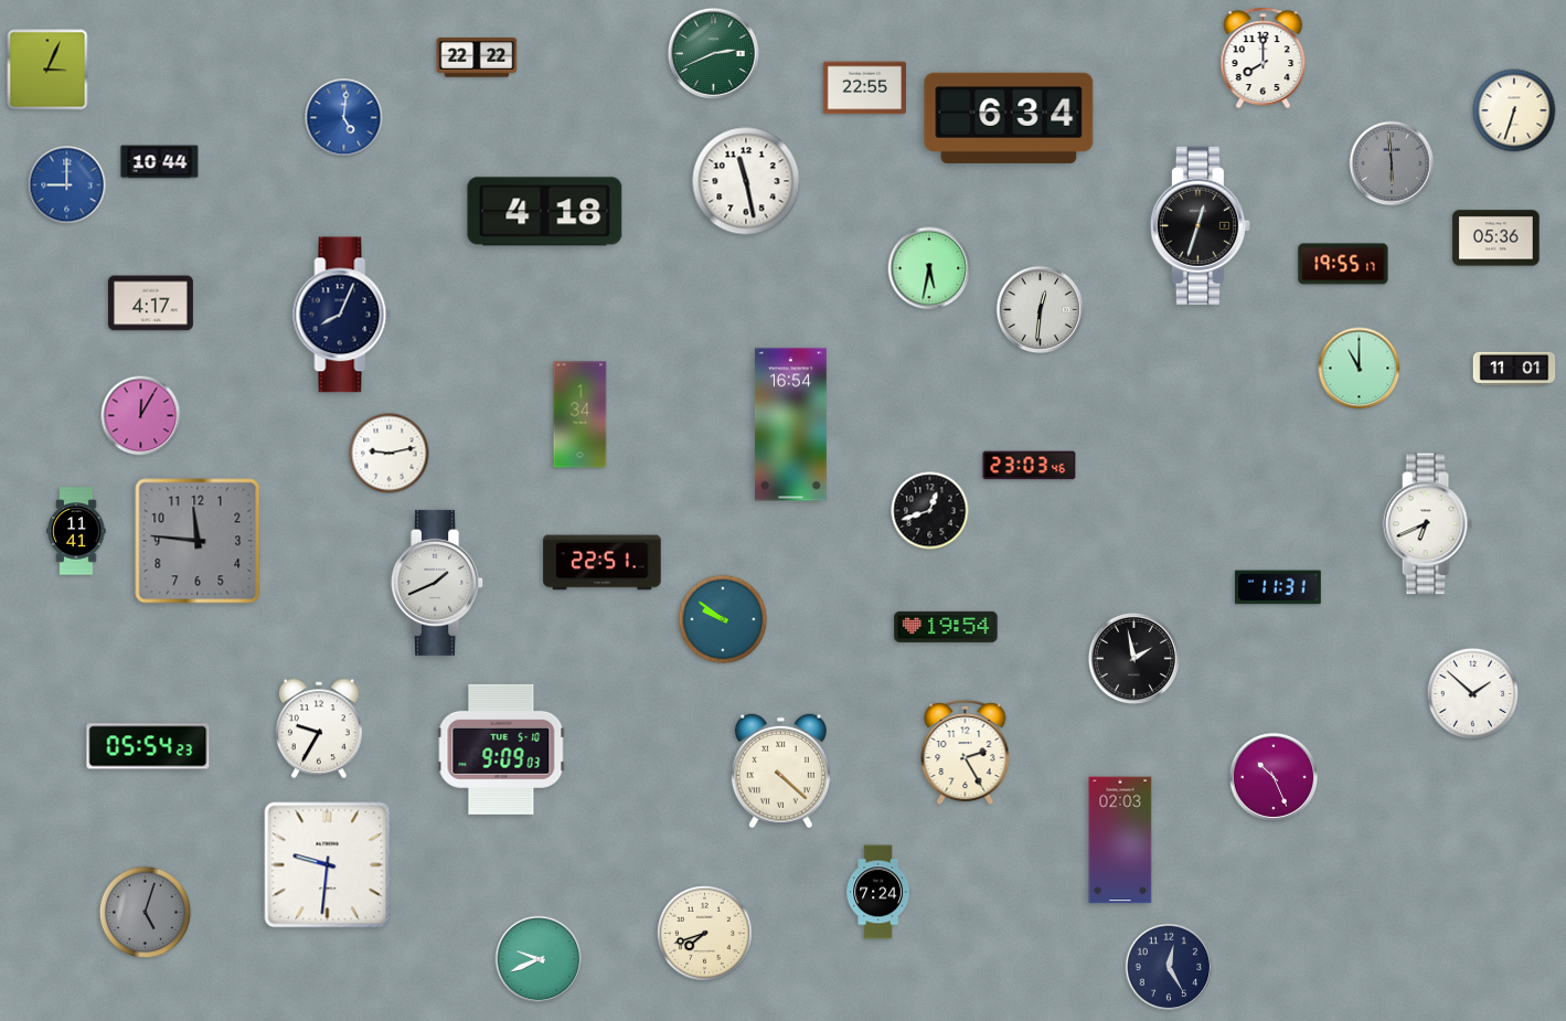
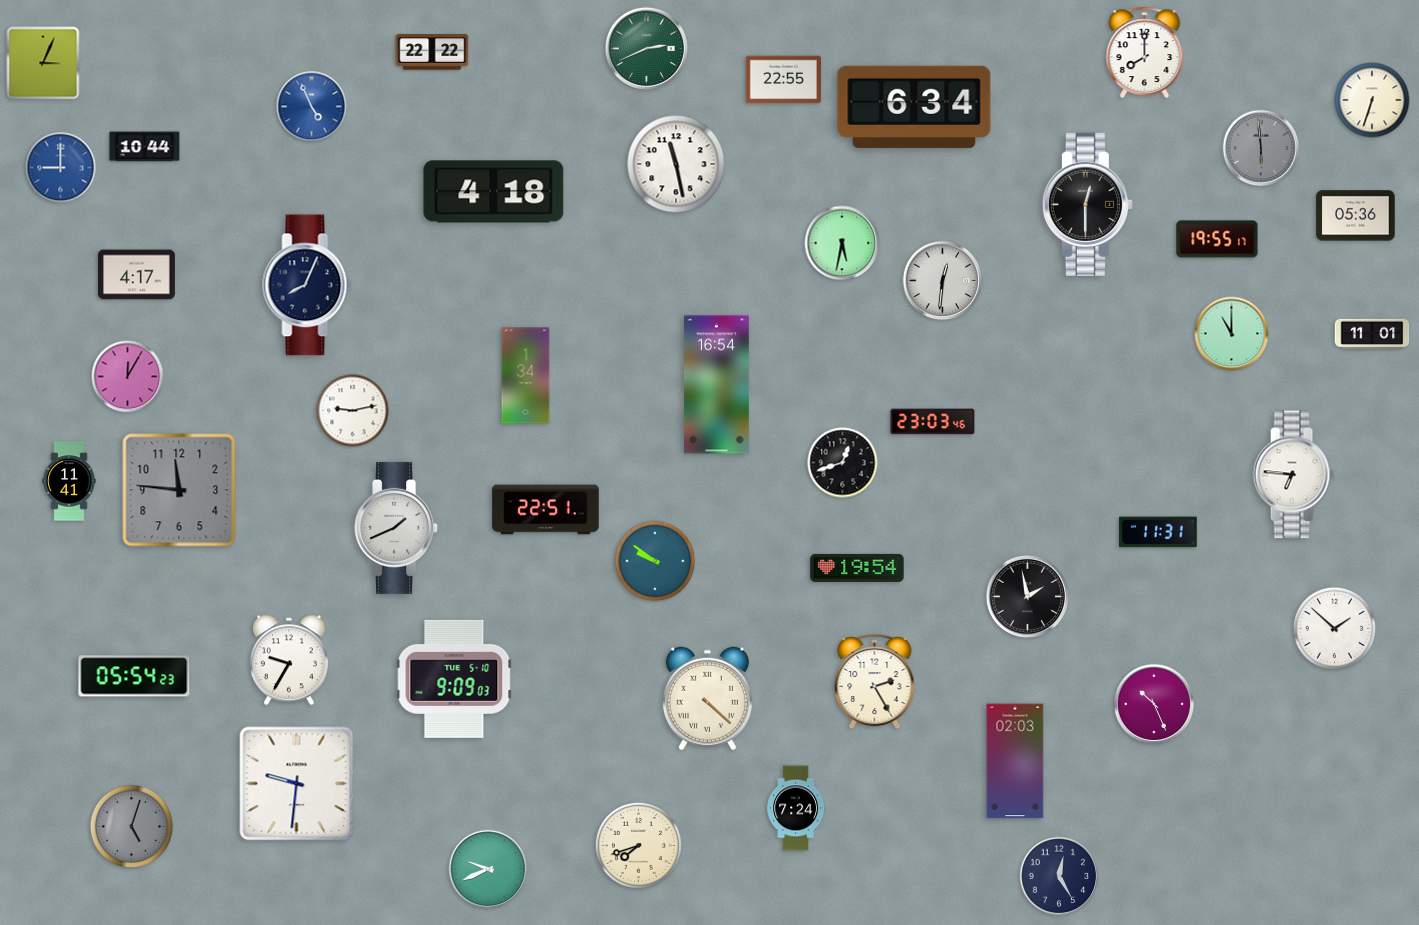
clock at (344, 118): 5:01 -> 4:56
clock at (1200, 225): 12:33 -> 12:30
clock at (342, 315) position: (342, 315) -> (307, 285)
clock at (1427, 524): 6:41 -> 6:46
